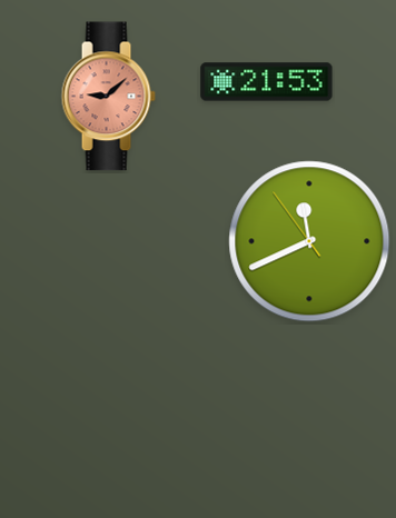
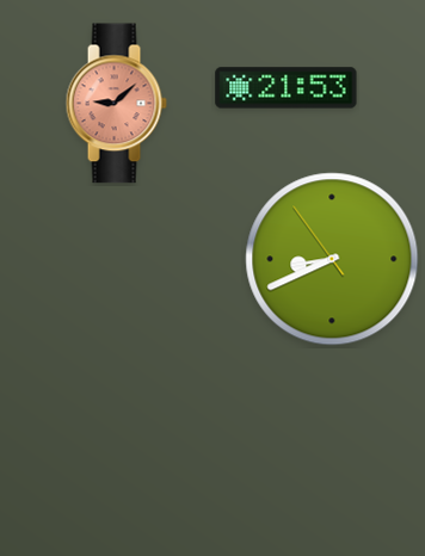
clock at (309, 241): 11:40 -> 8:40
